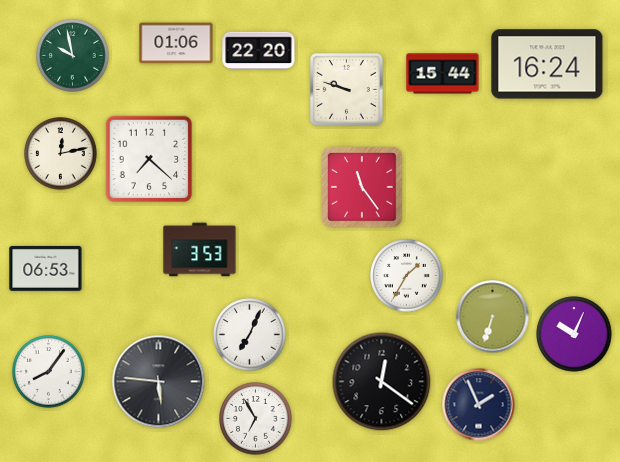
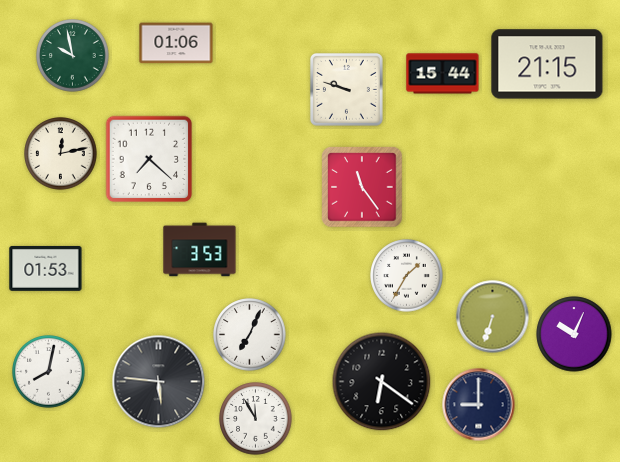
clock at (259, 51): 22:20 -> none
clock at (547, 64): 16:24 -> 21:15
clock at (46, 268): 06:53 -> 01:53
clock at (49, 372): 8:06 -> 8:02
clock at (382, 382): 12:21 -> 6:21
clock at (479, 405): 1:56 -> 9:00
clock at (256, 419): 6:55 -> 11:55
